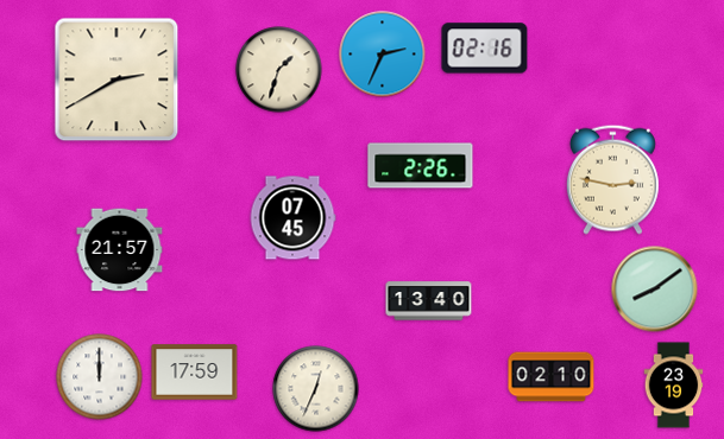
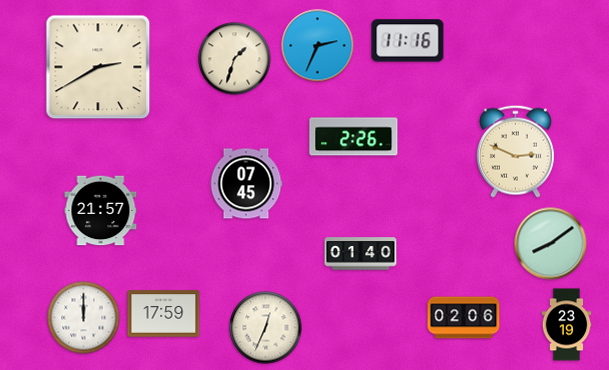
clock at (485, 49): 02:16 -> 11:16
clock at (383, 55) position: (383, 55) -> (318, 46)
clock at (421, 166) position: (421, 166) -> (354, 137)
clock at (612, 179): 2:47 -> 2:49
clock at (429, 301): 13:40 -> 01:40
clock at (552, 377): 02:10 -> 02:06
